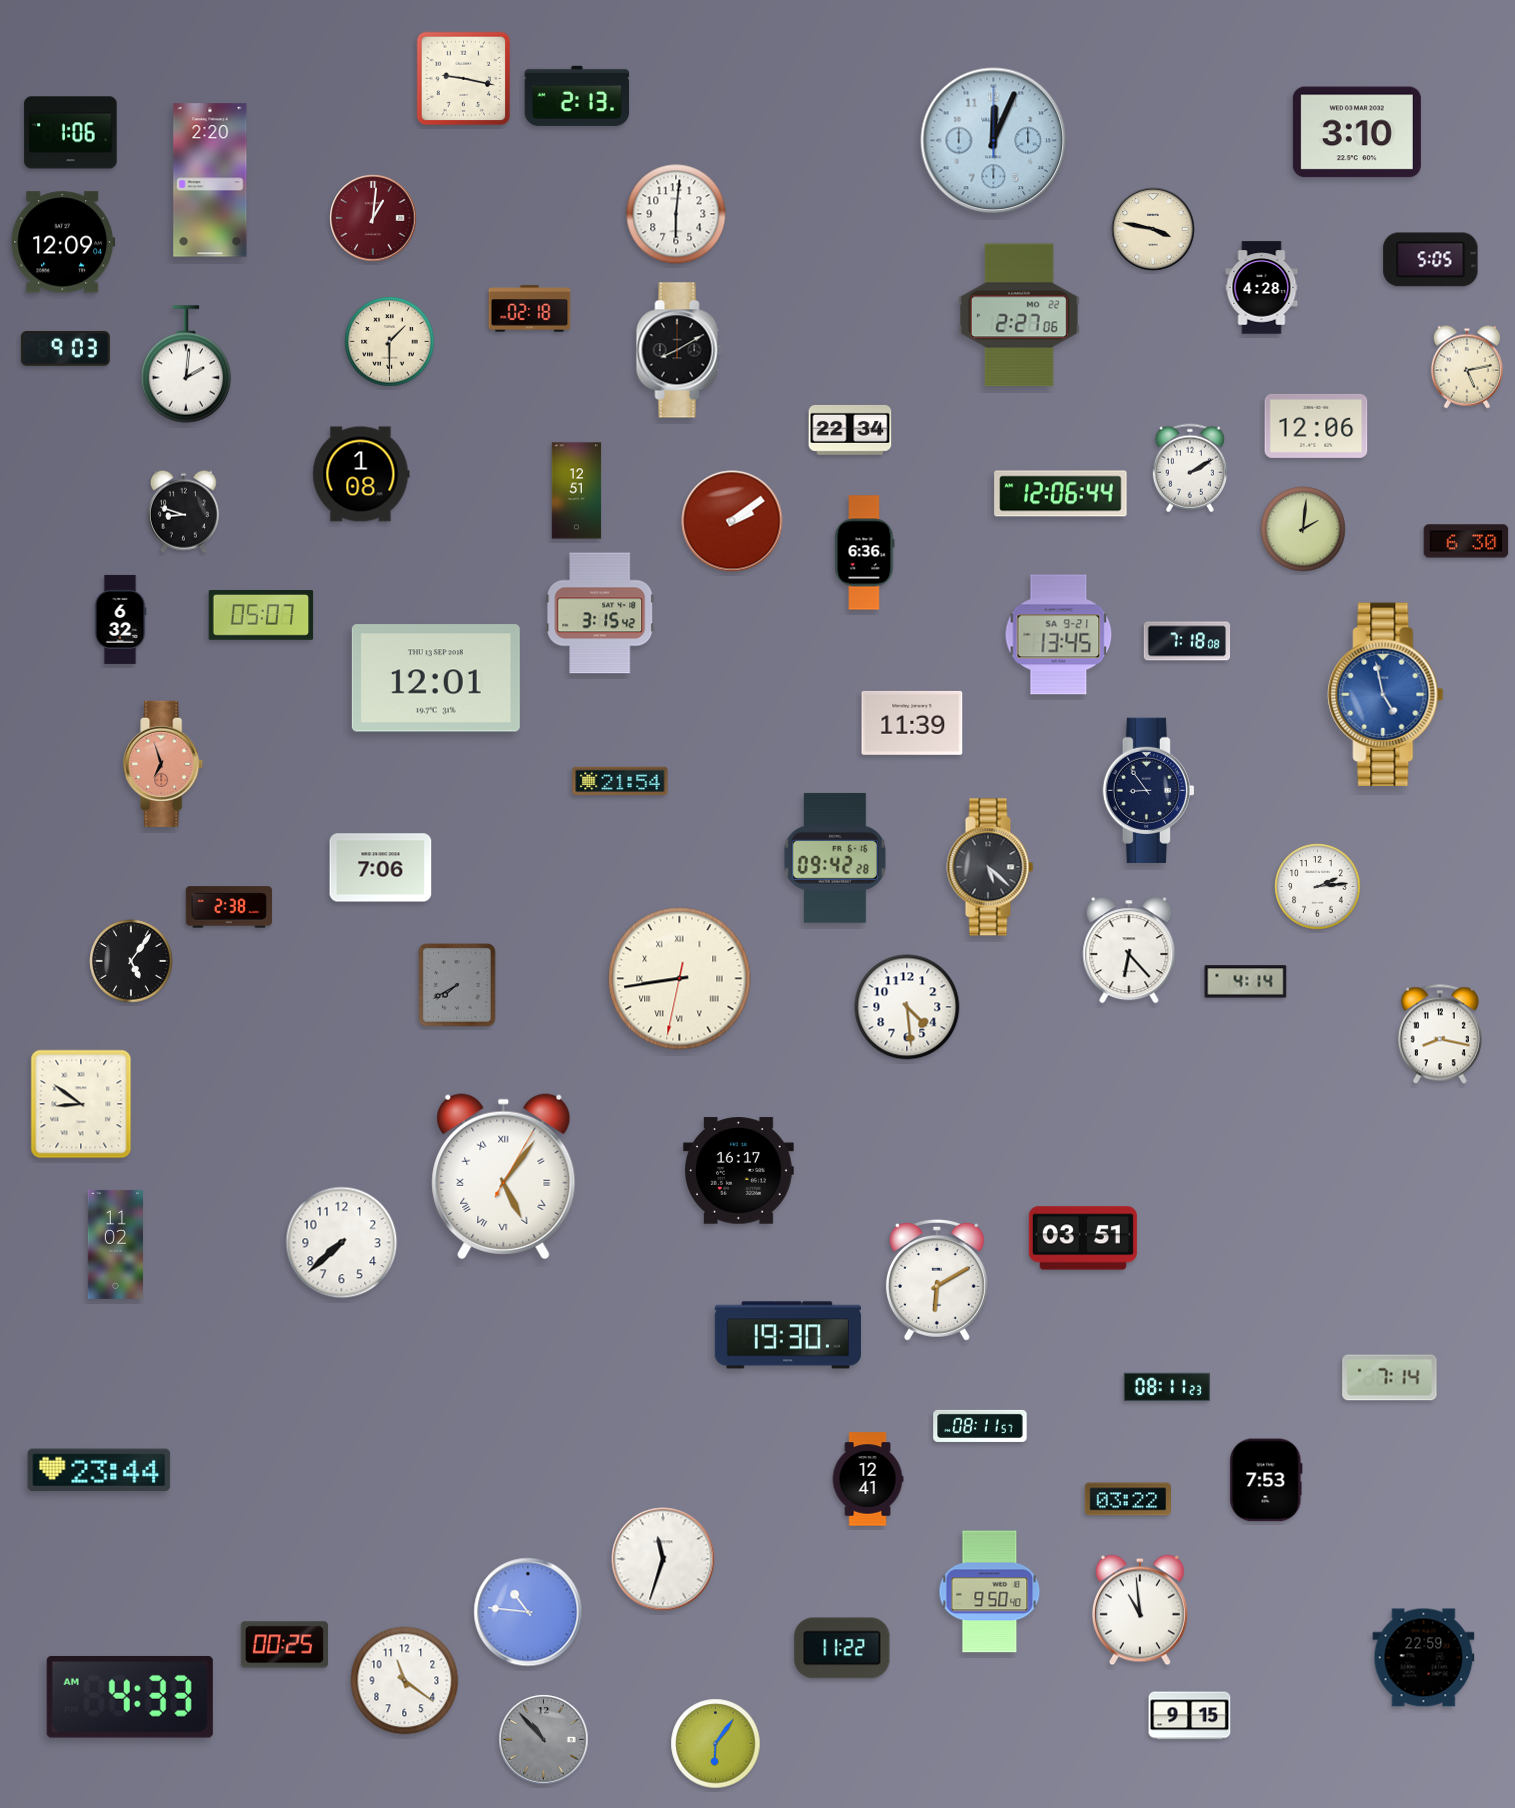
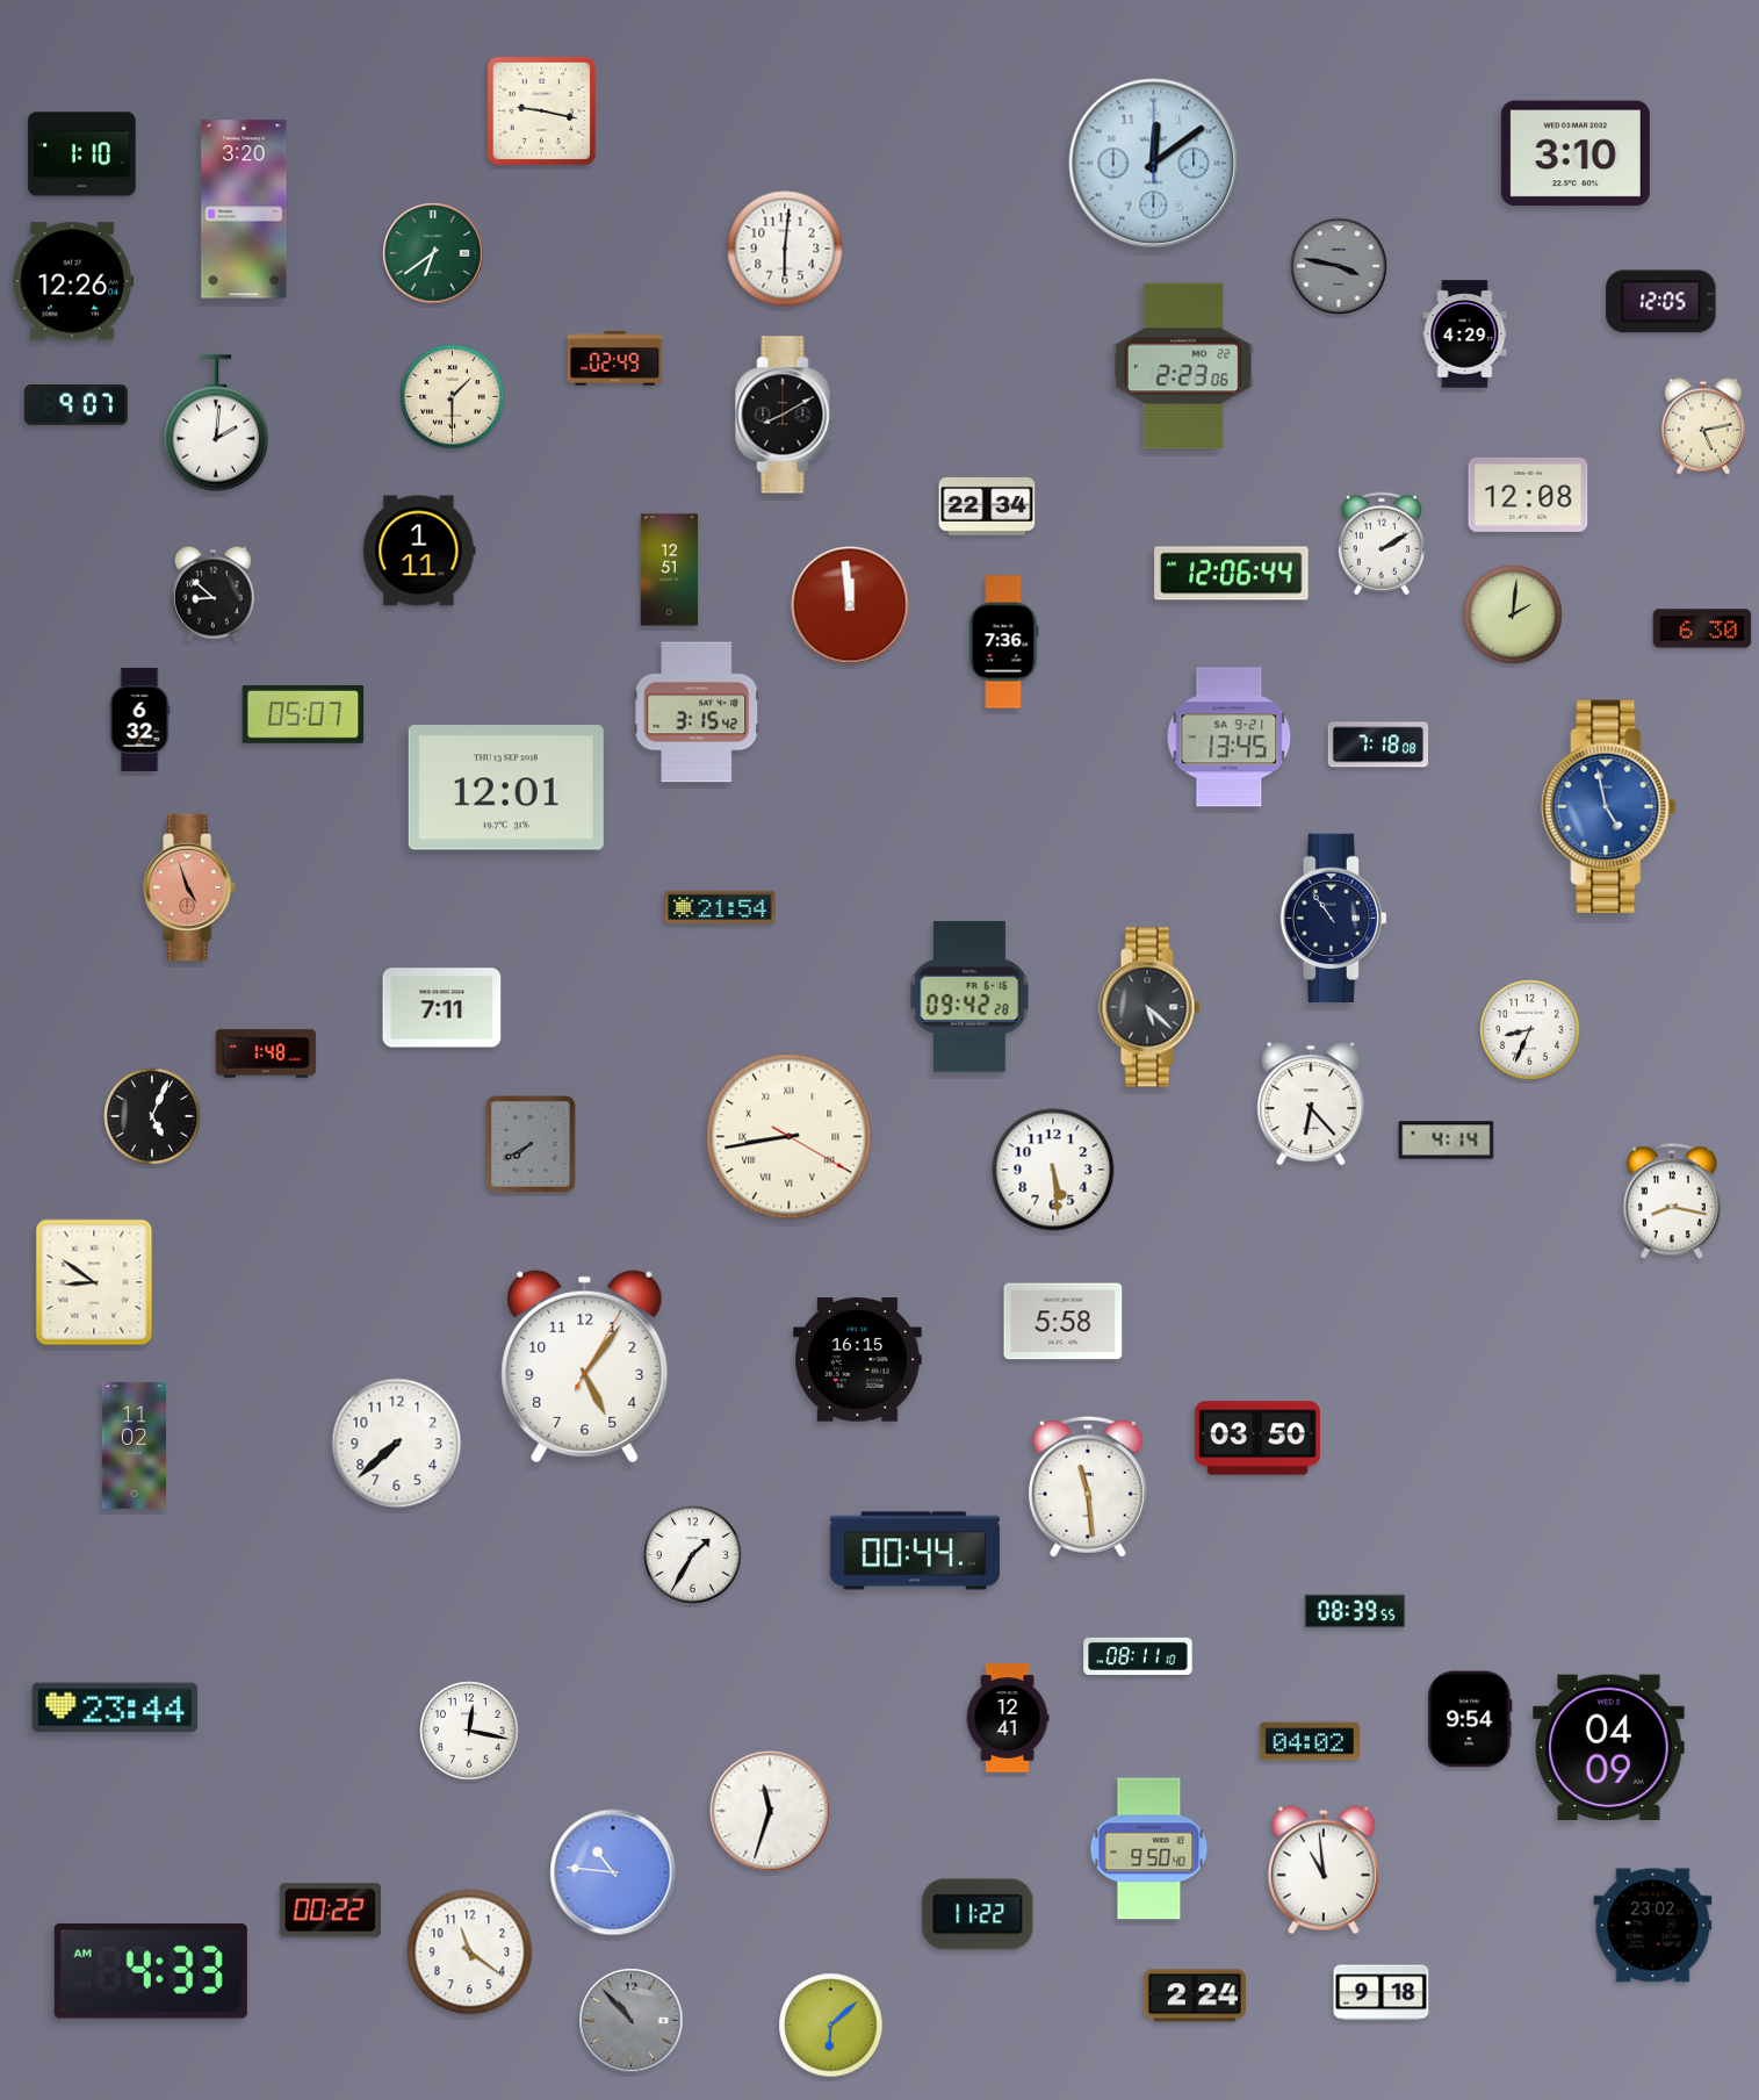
clock at (464, 79) position: (464, 79) -> (542, 112)
clock at (577, 96): 2:13 -> none
clock at (71, 133): 1:06 -> 1:10
clock at (994, 141): 12:04 -> 12:09
clock at (210, 180): 2:20 -> 3:20
clock at (373, 218): 1:01 -> 6:39
clock at (373, 218) dial: burgundy -> green
clock at (1153, 229) dial: cream -> grey
clock at (63, 242): 12:09 -> 12:26
clock at (1431, 260): 5:05 -> 12:05
clock at (1262, 288): 4:28 -> 4:29
clock at (530, 309): 02:18 -> 02:49
clock at (1019, 315): 2:27 -> 2:23
clock at (65, 349): 9:03 -> 9:07
clock at (679, 350) position: (679, 350) -> (785, 415)
clock at (1316, 426): 12:06 -> 12:08
clock at (850, 430) position: (850, 430) -> (987, 506)
clock at (361, 474): 1:08 -> 1:11
clock at (183, 511): 8:48 -> 8:52
clock at (732, 521): 2:09 -> 11:59
clock at (865, 553): 6:36 -> 7:36
clock at (912, 723): 11:39 -> none
clock at (164, 764): 6:57 -> 4:57
clock at (1148, 790): 8:54 -> 10:54
clock at (381, 868): 7:06 -> 7:11
clock at (1318, 887): 2:14 -> 8:34
clock at (229, 907): 2:38 -> 1:48
clock at (131, 961): 5:06 -> 5:04
clock at (680, 979): 8:43:32 -> 8:43:20
clock at (907, 1007): 4:29 -> 5:29
clock at (1064, 1322): none -> 5:58
clock at (739, 1171): 16:17 -> 16:15
clock at (504, 1177) numerals: Roman -> Arabic
clock at (1083, 1238): 03:51 -> 03:50
clock at (937, 1280): 6:10 -> 11:29
clock at (788, 1335): 19:30 -> 00:44
clock at (693, 1555): none -> 1:35
clock at (1390, 1378): 7:14 -> none
clock at (1167, 1387): 08:11 -> 08:39
clock at (980, 1426): 08:11:57 -> 08:11:10
clock at (1266, 1480): 7:53 -> 9:54
clock at (469, 1731): none -> 12:17
clock at (1127, 1499): 03:22 -> 04:02
clock at (1608, 1748): none -> 04:09
clock at (284, 1645): 00:25 -> 00:22
clock at (1424, 1658): 22:59 -> 23:02
clock at (1190, 1716): 9:15 -> 9:18
clock at (1195, 1995): none -> 2:24
clock at (716, 1744): 6:06 -> 6:08
